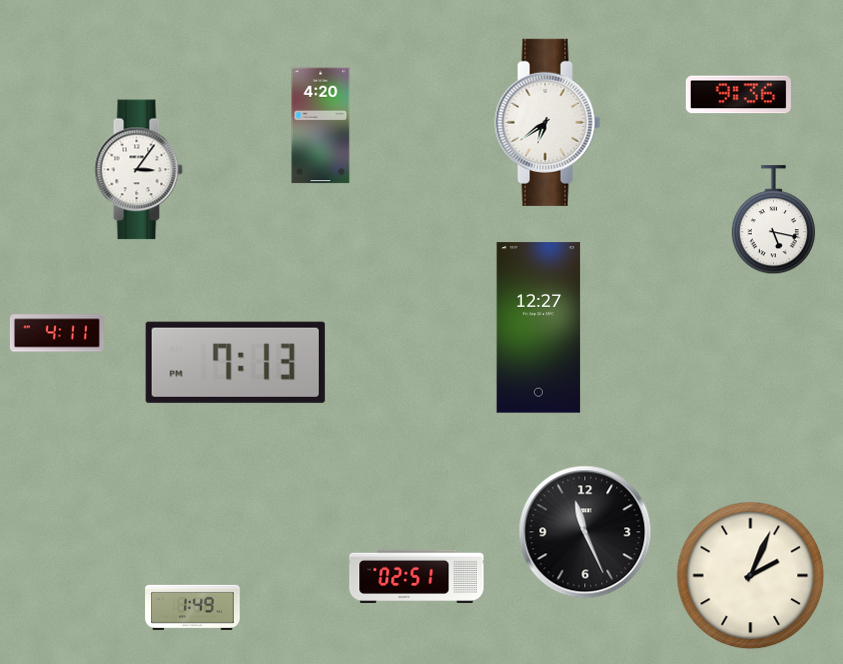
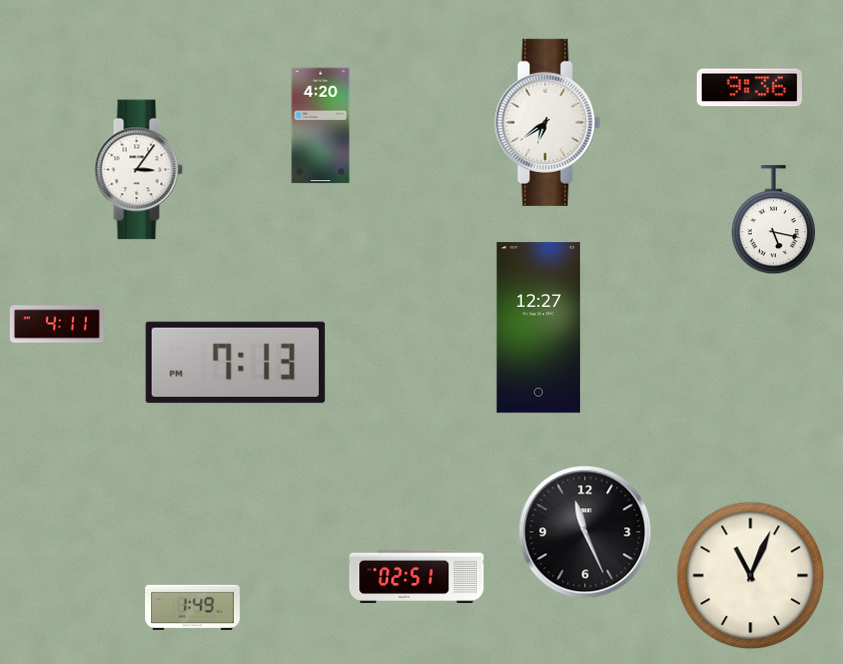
clock at (738, 95) position: (738, 95) -> (749, 88)
clock at (57, 333) position: (57, 333) -> (57, 324)
clock at (751, 576): 2:04 -> 11:04
